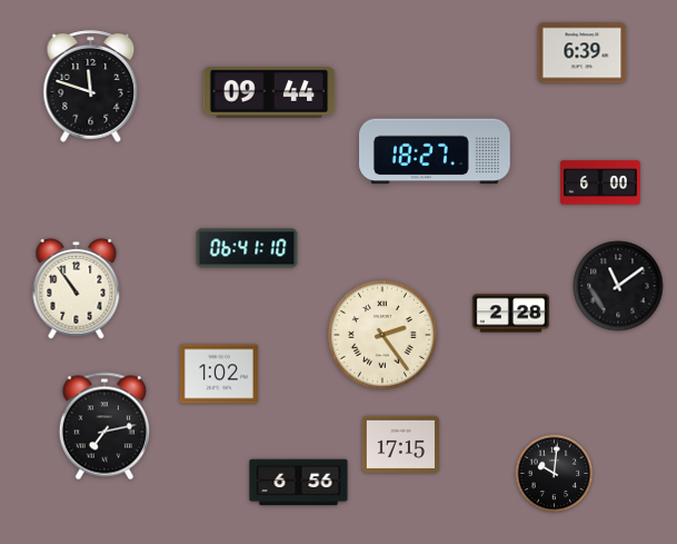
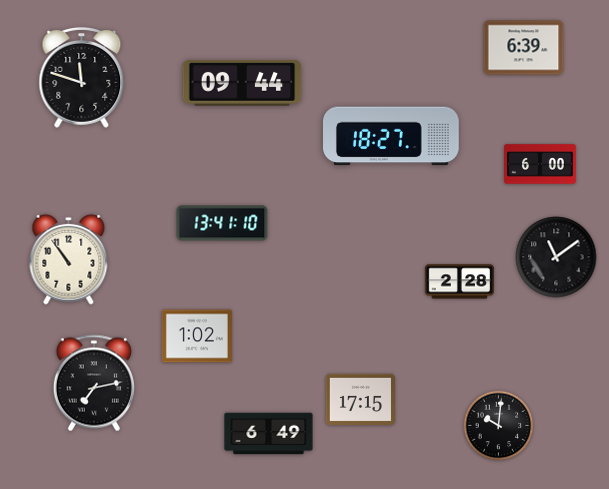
clock at (247, 248): 06:41 -> 13:41
clock at (384, 336): 2:24 -> none
clock at (299, 483): 6:56 -> 6:49
